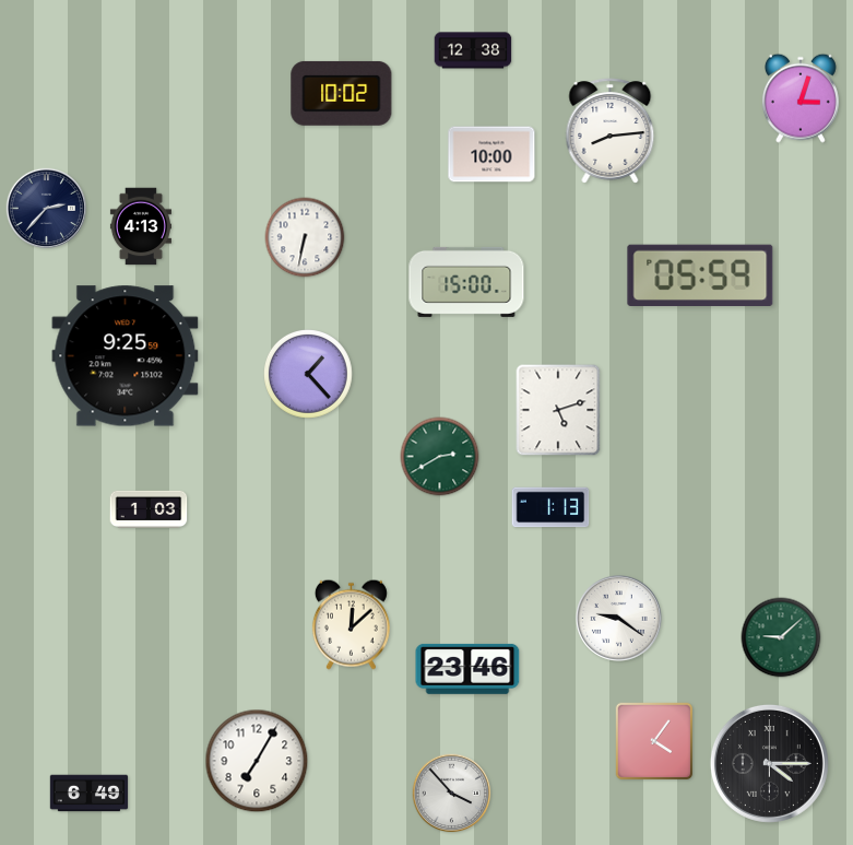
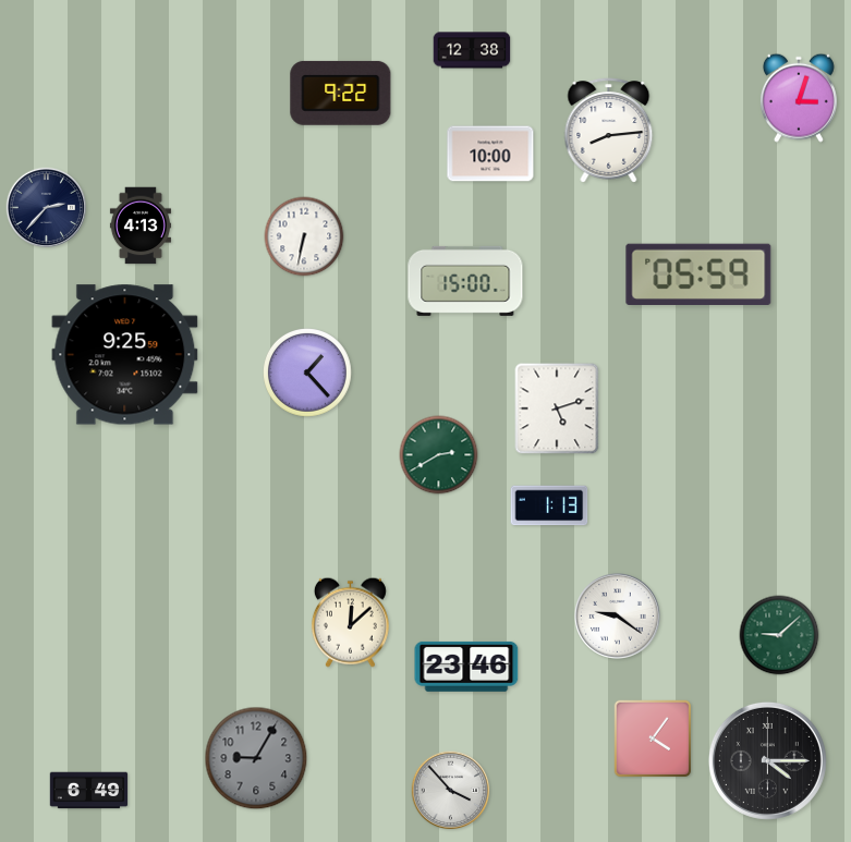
clock at (342, 93): 10:02 -> 9:22
clock at (149, 508): 1:03 -> none
clock at (257, 761): 7:05 -> 9:05
clock at (257, 761) dial: white -> grey
